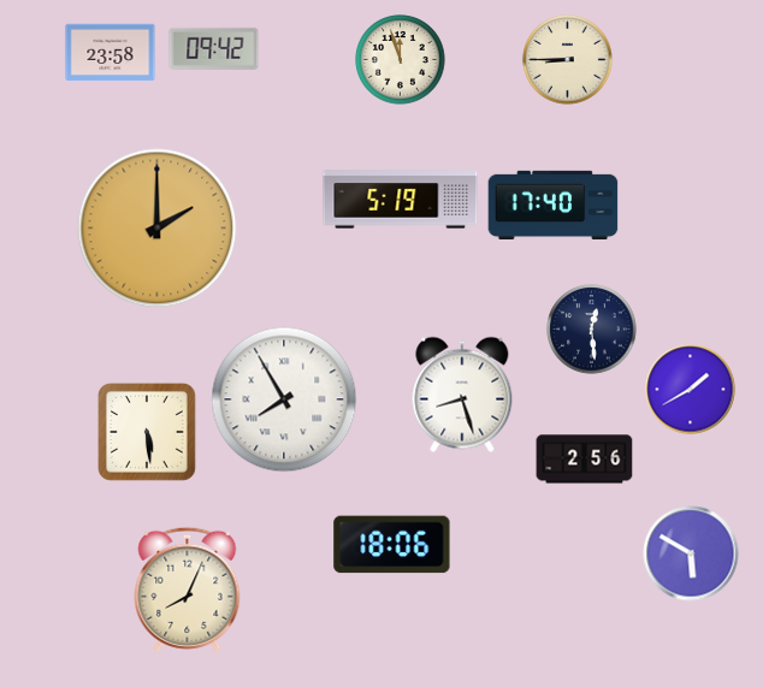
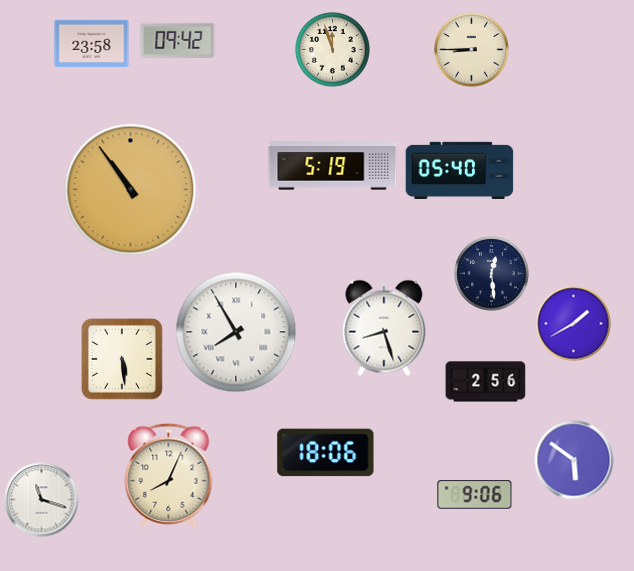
clock at (554, 205): 17:40 -> 05:40
clock at (158, 229): 2:00 -> 10:54
clock at (691, 553): 5:50 -> 5:51
clock at (188, 590) position: (188, 590) -> (169, 475)
clock at (475, 495): none -> 9:06
clock at (42, 500): none -> 11:18
